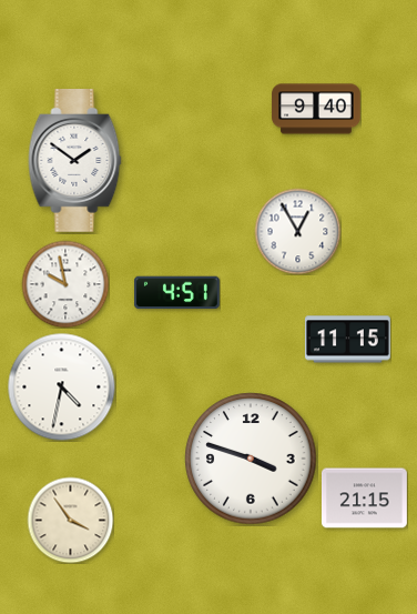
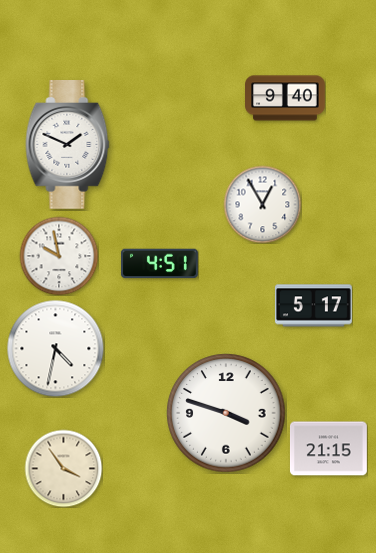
clock at (75, 161): 1:51 -> 1:49
clock at (297, 231) position: (297, 231) -> (262, 204)
clock at (347, 340): 11:15 -> 5:17
